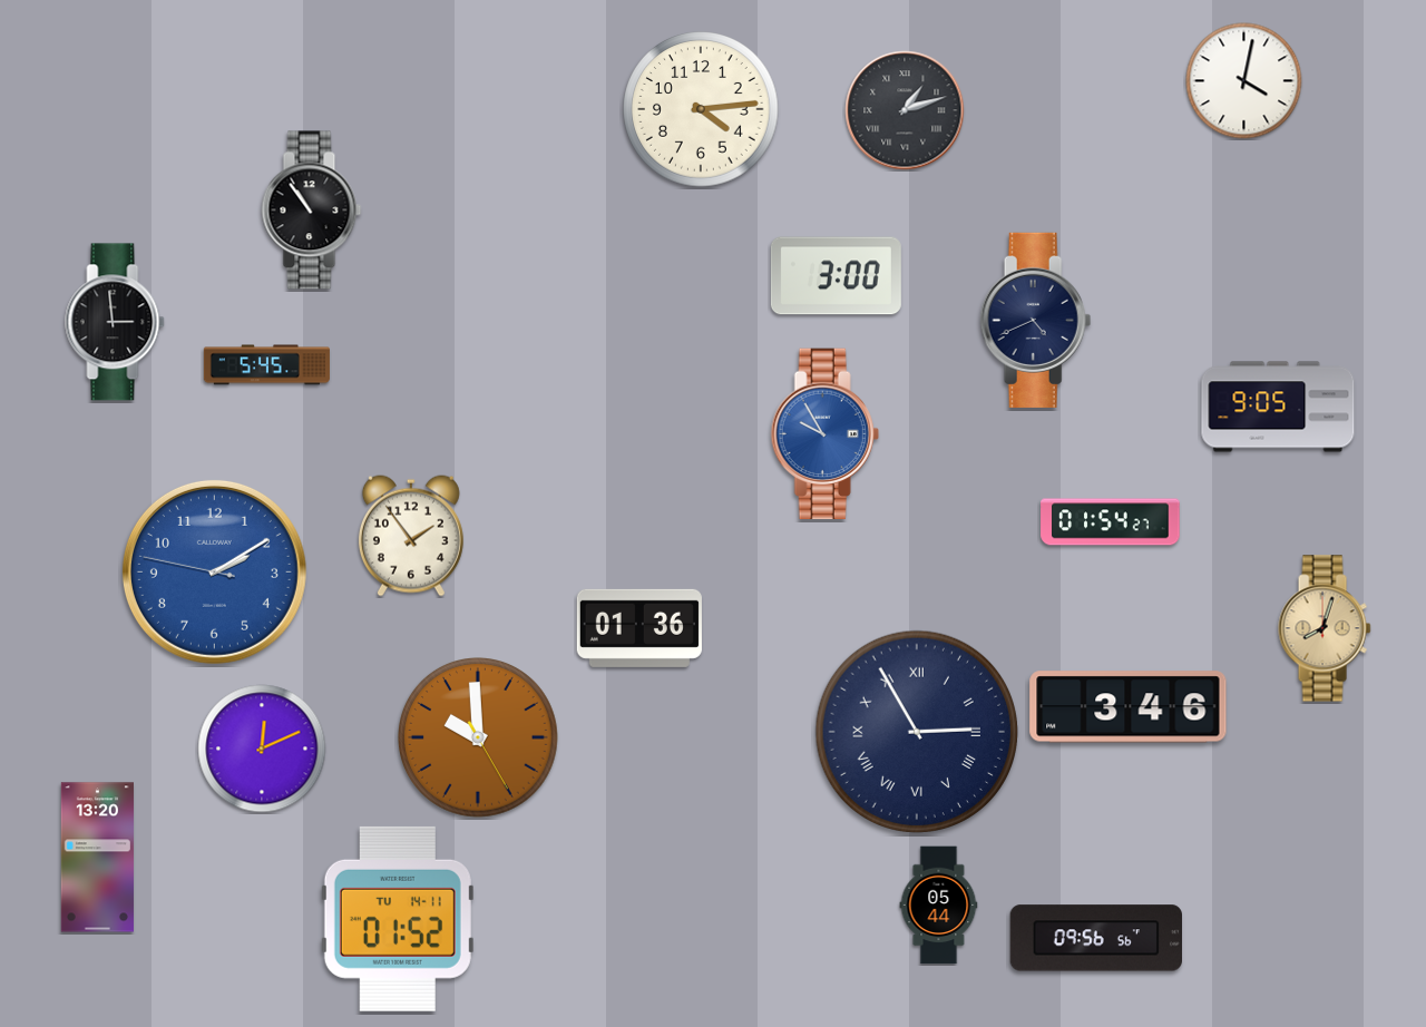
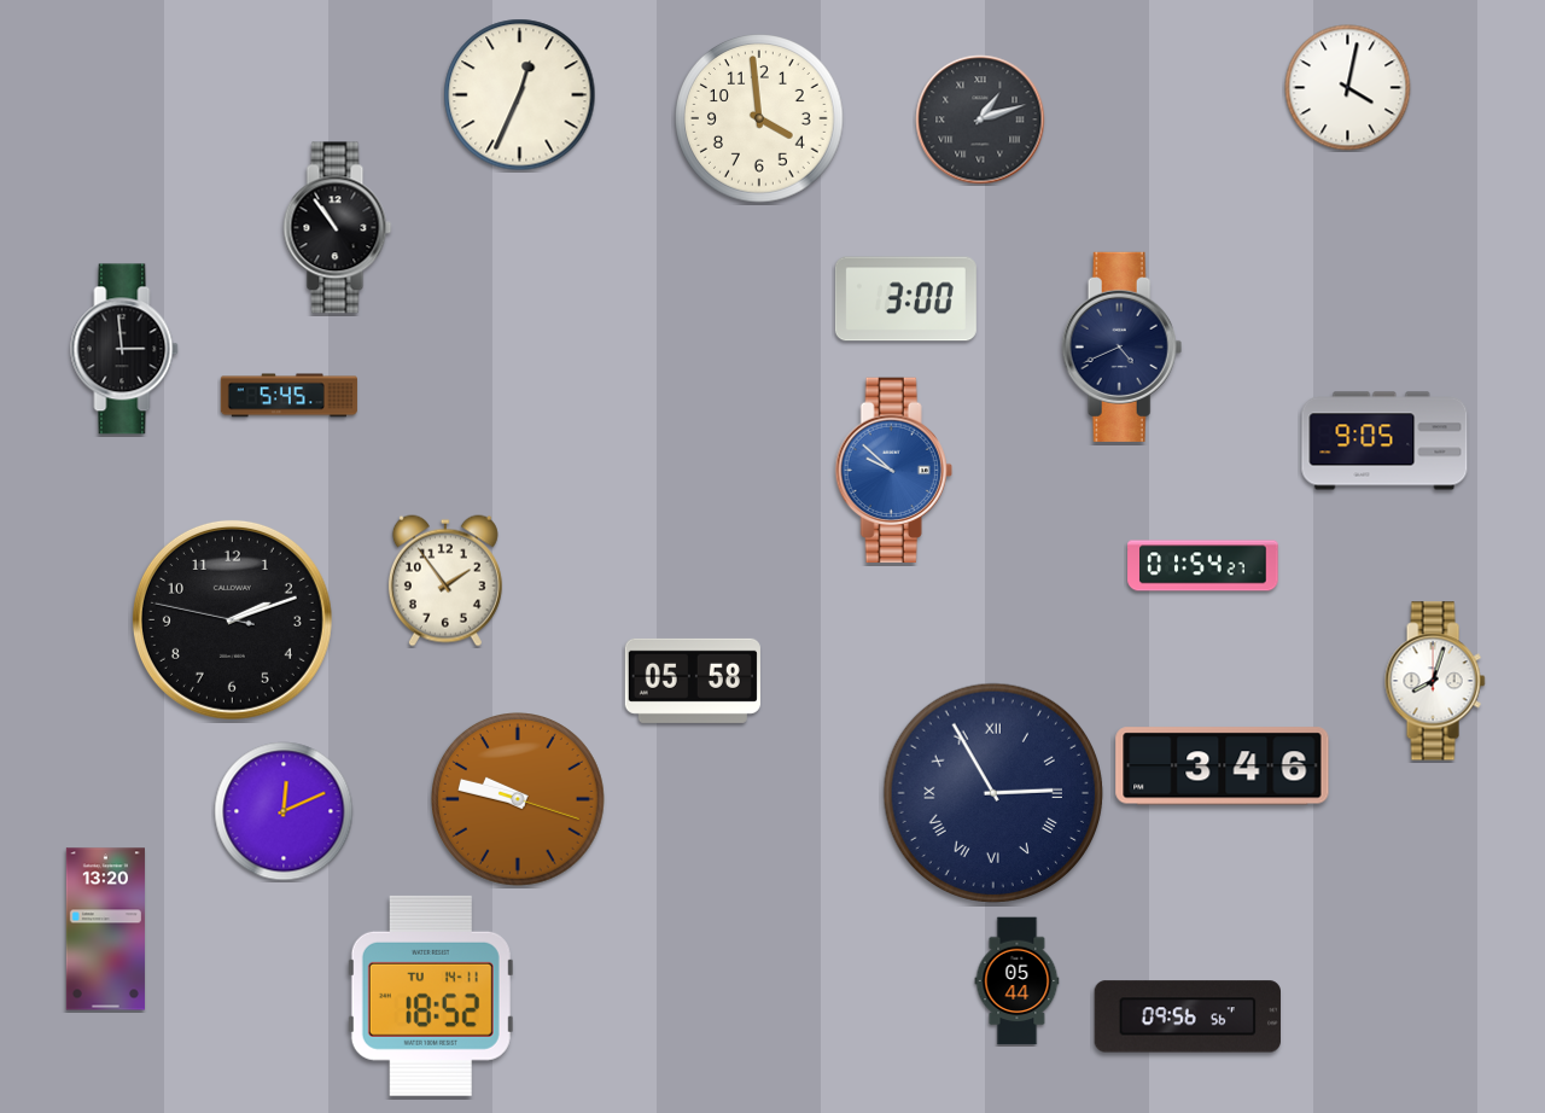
clock at (520, 95): none -> 12:34
clock at (701, 109): 4:14 -> 3:59
clock at (824, 434): 9:55 -> 9:52
clock at (214, 571): 2:09 -> 2:11
clock at (214, 571) dial: blue -> black
clock at (639, 628): 01:36 -> 05:58
clock at (1325, 628) dial: champagne -> white
clock at (479, 739): 9:59 -> 9:47
clock at (398, 919): 01:52 -> 18:52
